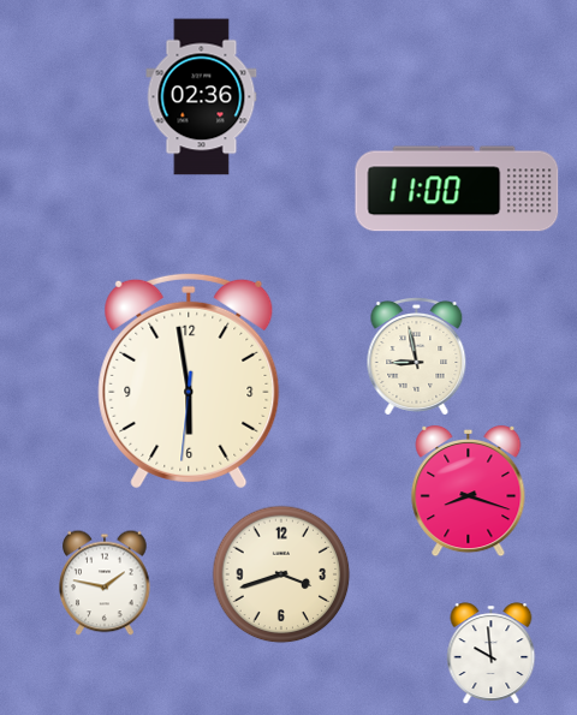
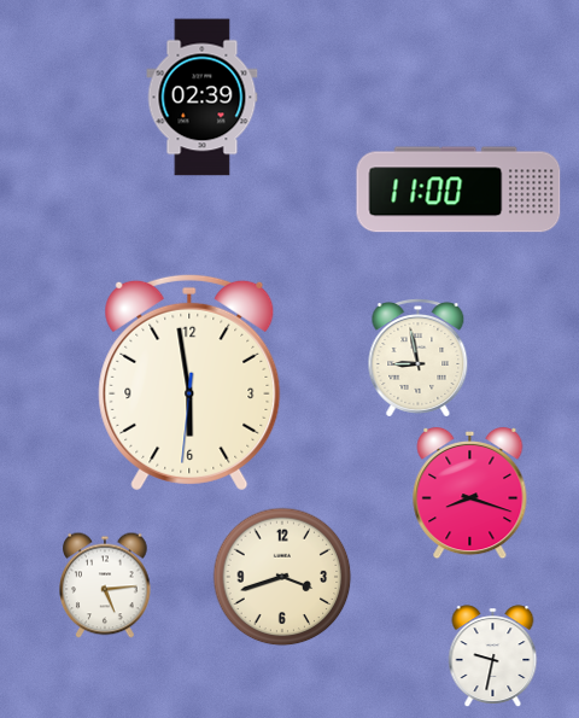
clock at (202, 97): 02:36 -> 02:39
clock at (105, 583): 1:47 -> 5:14
clock at (492, 653): 9:59 -> 9:32
